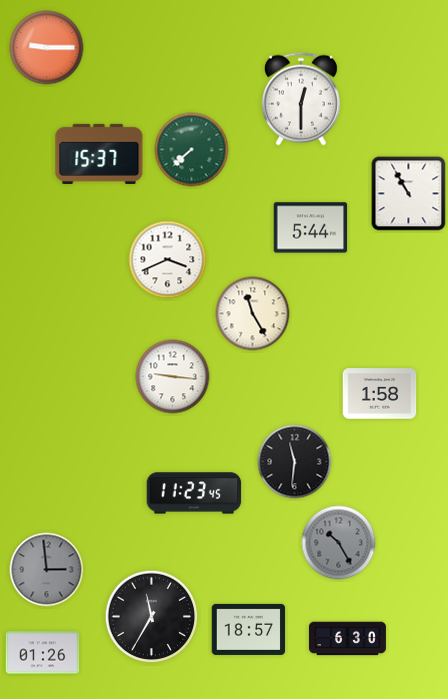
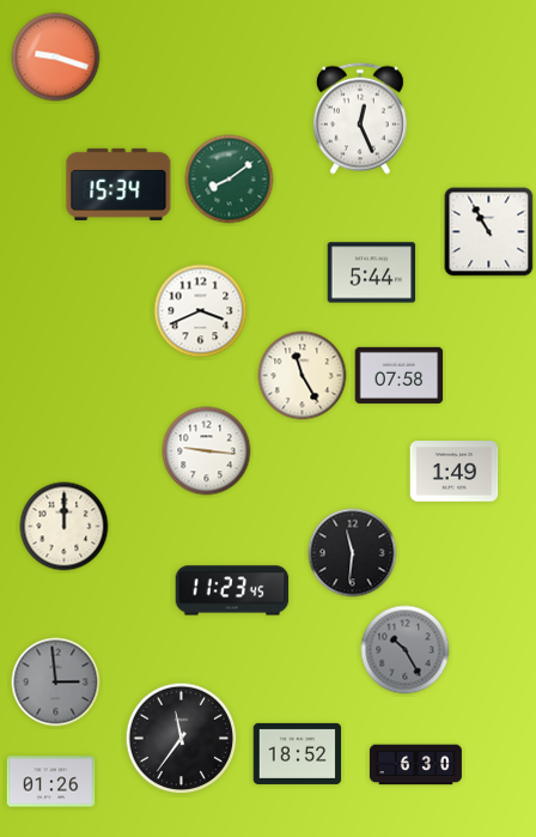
clock at (47, 48): 9:15 -> 9:18
clock at (301, 99): 12:30 -> 12:26
clock at (192, 150): 7:38 -> 8:09
clock at (99, 154): 15:37 -> 15:34
clock at (400, 375): none -> 07:58
clock at (380, 394): 1:58 -> 1:49
clock at (65, 527): none -> 12:00
clock at (152, 617): 11:35 -> 11:36
clock at (249, 629): 18:57 -> 18:52
